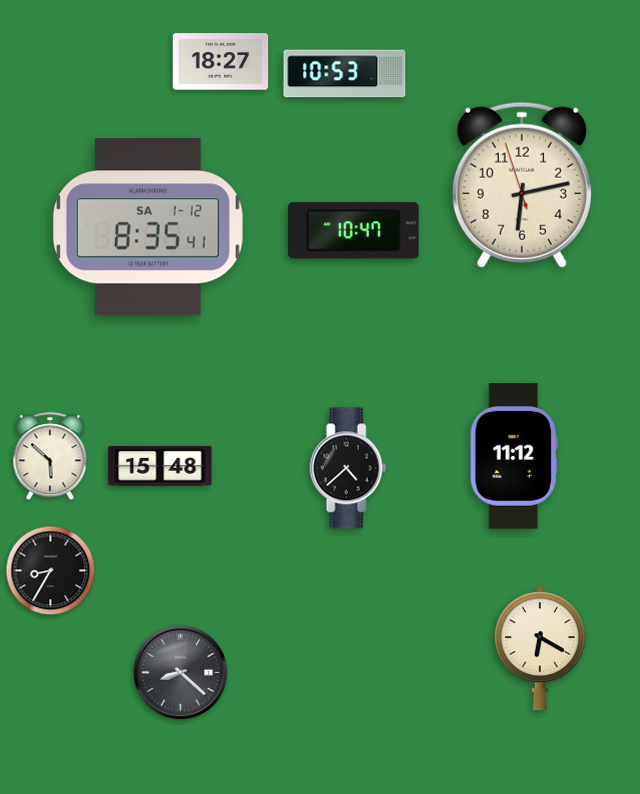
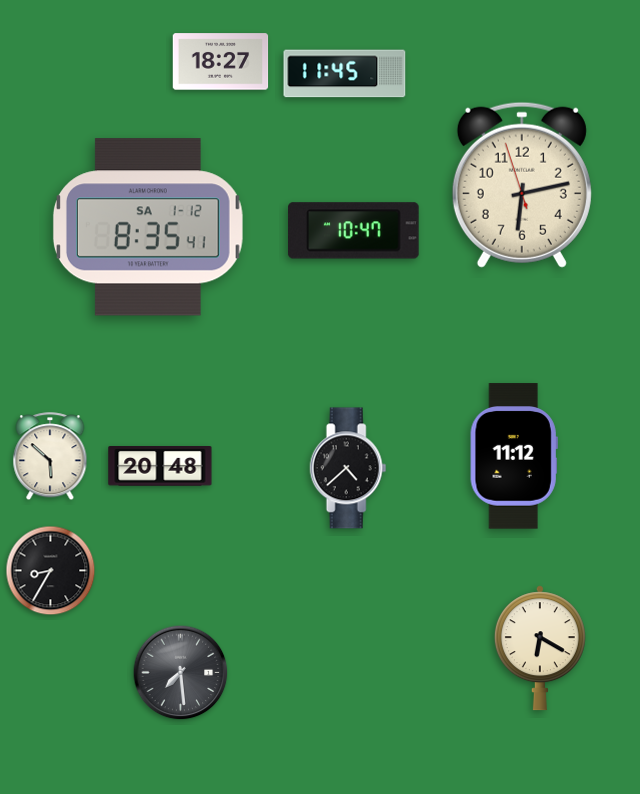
clock at (345, 74): 10:53 -> 11:45
clock at (160, 467): 15:48 -> 20:48
clock at (181, 673): 8:22 -> 7:29
